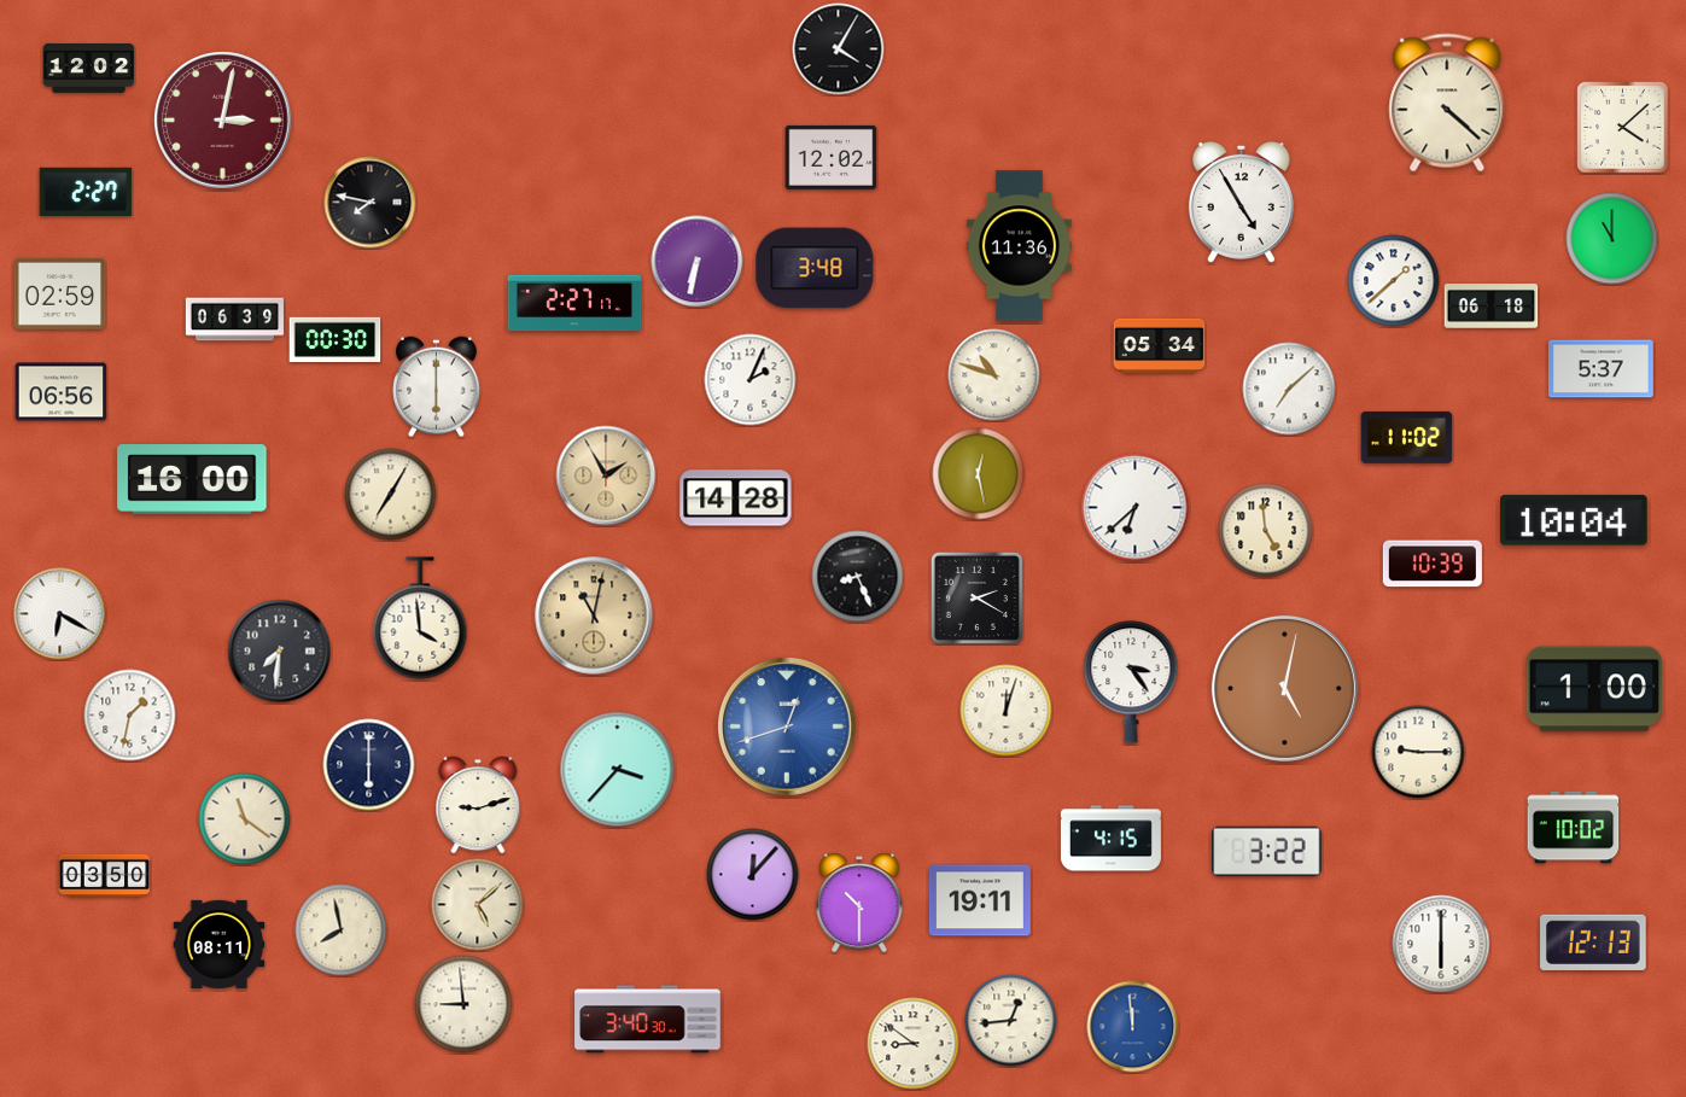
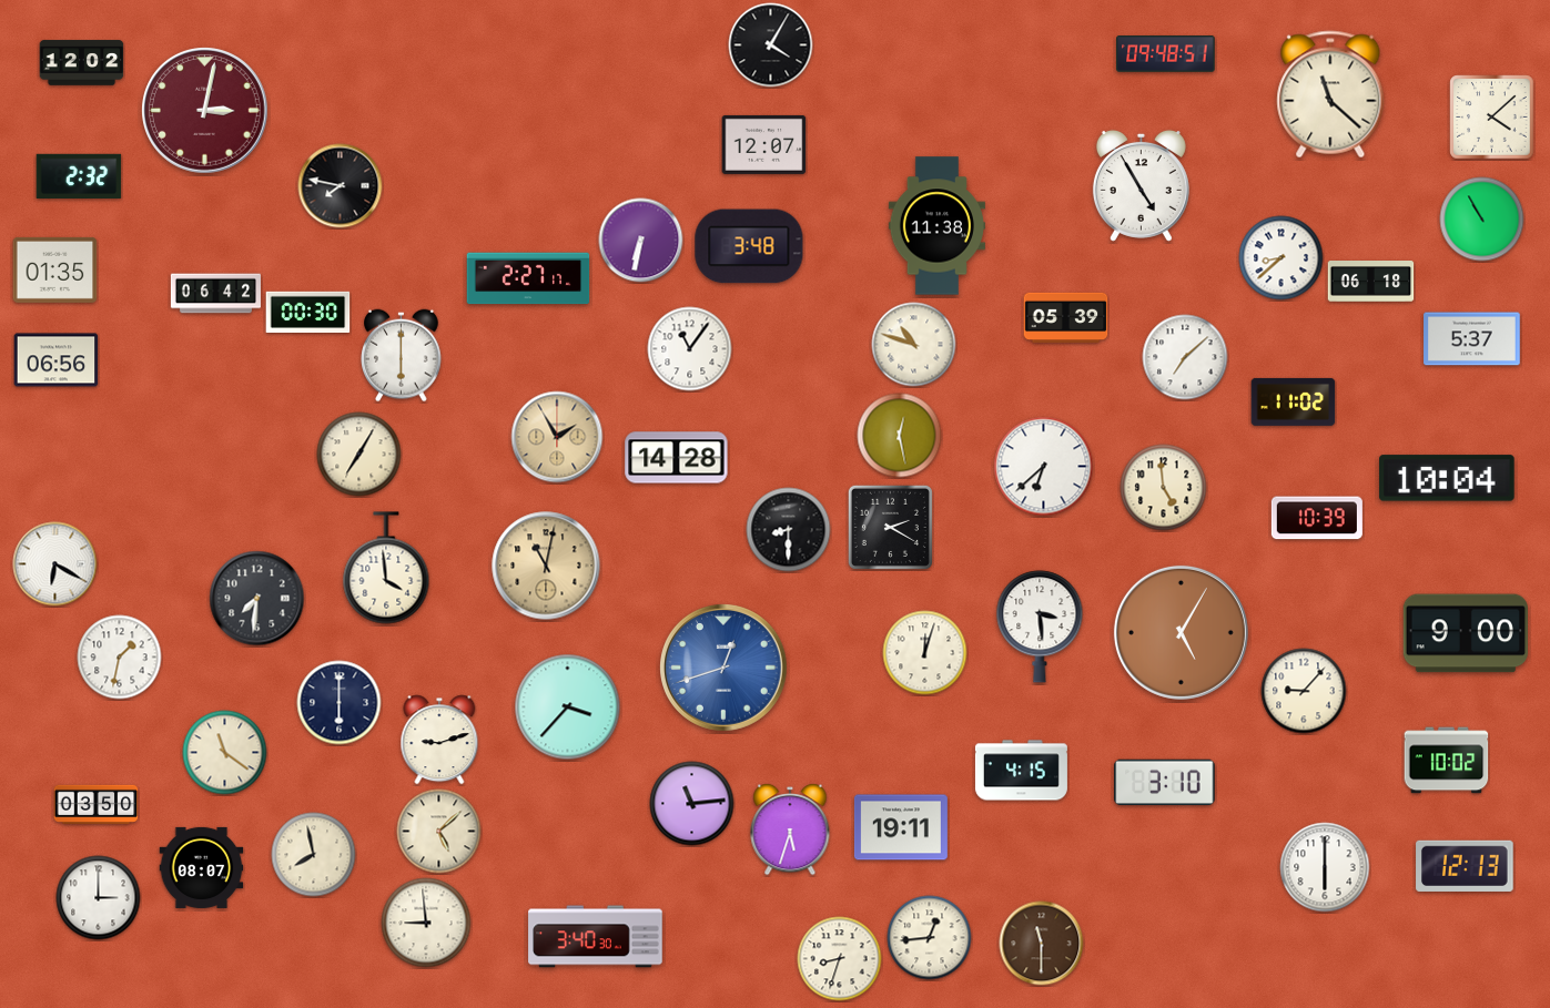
clock at (1166, 54): none -> 09:48
clock at (1447, 103): 4:22 -> 11:22
clock at (832, 157): 12:02 -> 12:07
clock at (86, 191): 2:27 -> 2:32
clock at (1612, 239): 11:00 -> 10:55
clock at (1019, 246): 11:36 -> 11:38
clock at (1394, 281): 1:38 -> 8:38
clock at (60, 293): 02:59 -> 01:35
clock at (234, 320): 06:39 -> 06:42
clock at (1160, 345): 05:34 -> 05:39
clock at (751, 380): 2:04 -> 11:06
clock at (192, 479): 16:00 -> none
clock at (858, 577): 8:26 -> 8:30
clock at (976, 597) position: (976, 597) -> (890, 527)
clock at (1131, 682): 3:24 -> 3:29
clock at (1284, 688): 5:02 -> 5:05
clock at (1594, 689): 1:00 -> 9:00
clock at (1418, 752): 9:15 -> 9:07
clock at (1267, 852): 3:22 -> 3:10
clock at (753, 875): 12:07 -> 11:14
clock at (859, 904): 10:30 -> 5:33
clock at (220, 944): 08:11 -> 08:07
clock at (99, 898): none -> 3:00
clock at (1133, 1027): 11:59 -> 11:30
clock at (1133, 1027) dial: blue -> brown
clock at (914, 1044): 8:51 -> 8:33
